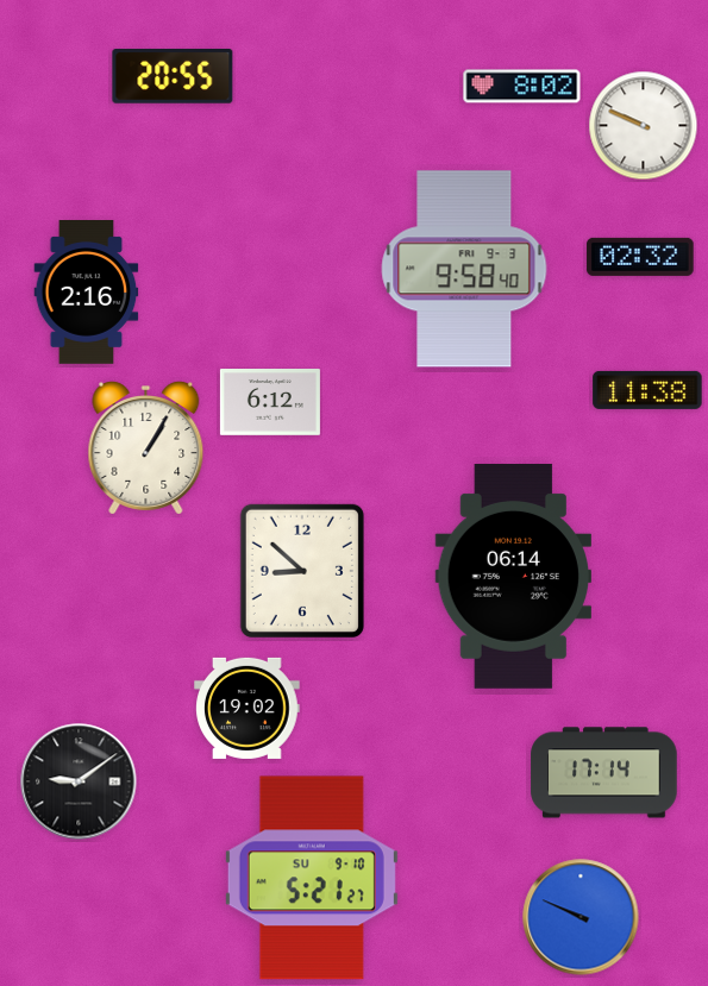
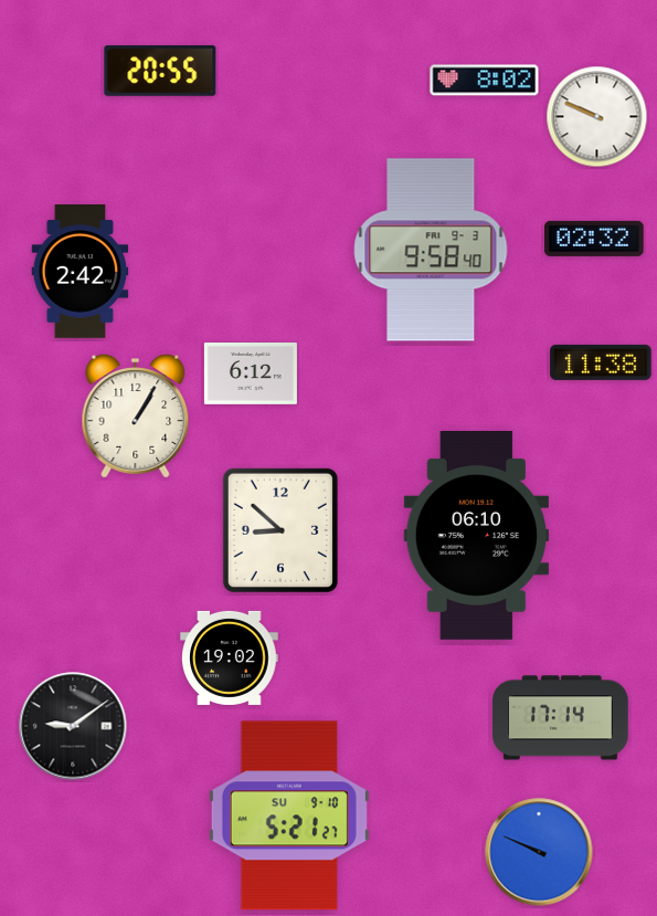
clock at (87, 293): 2:16 -> 2:42
clock at (513, 576): 06:14 -> 06:10
